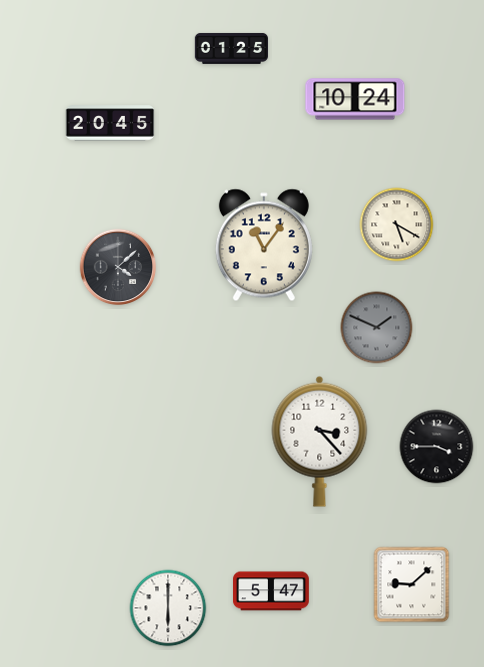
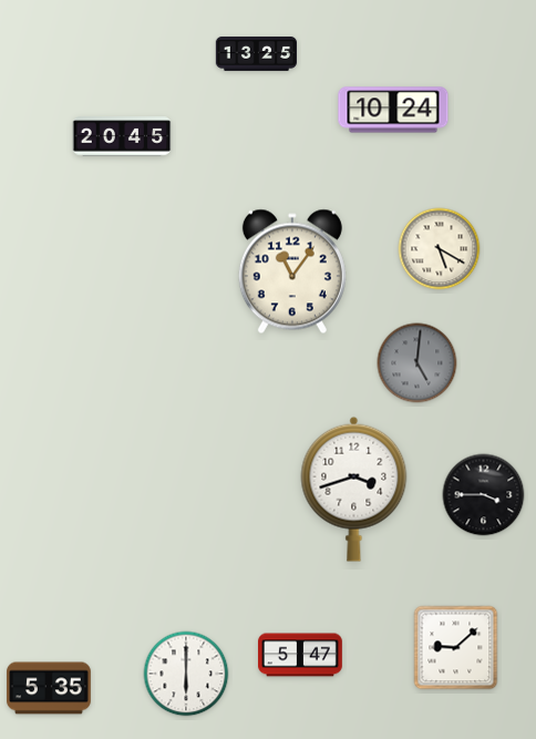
clock at (232, 48): 01:25 -> 13:25
clock at (118, 267): 4:08 -> none
clock at (377, 328): 1:49 -> 5:01
clock at (320, 441): 3:23 -> 3:42
clock at (50, 688): none -> 5:35
